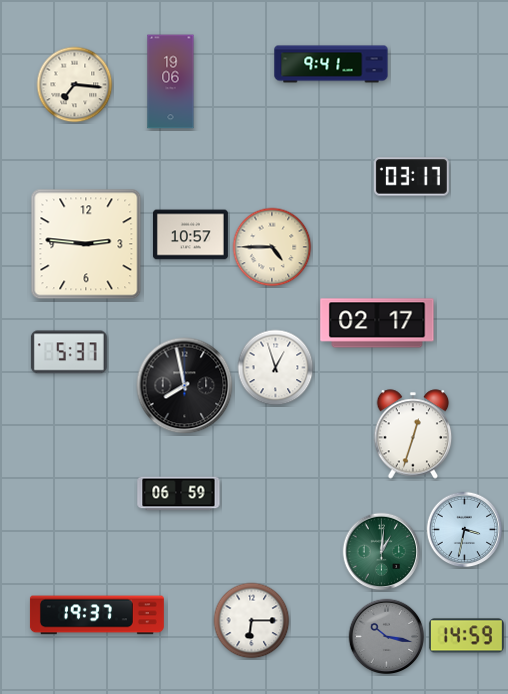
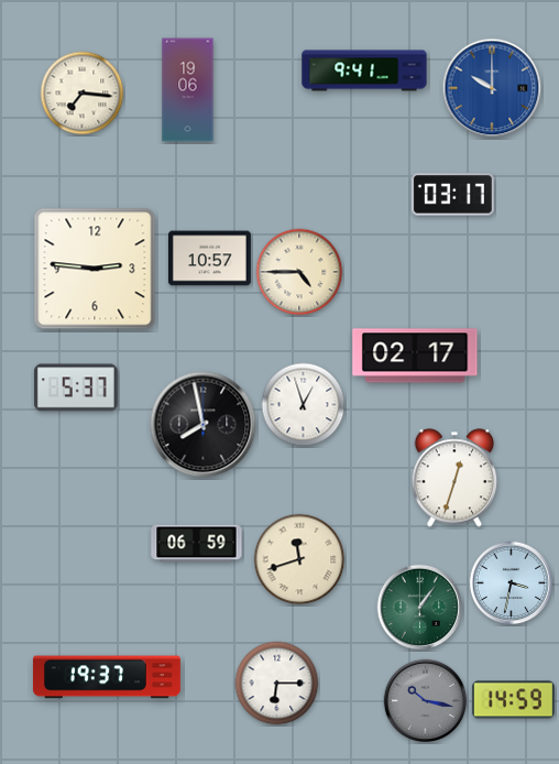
clock at (492, 88): none -> 10:00
clock at (299, 559): none -> 11:42
clock at (382, 552): 1:01 -> 1:06
